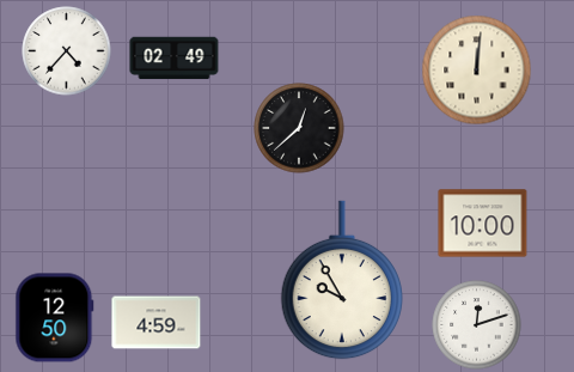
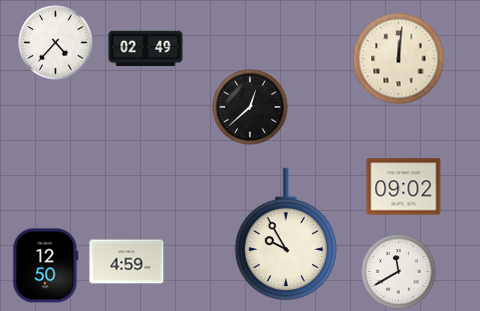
clock at (483, 224): 10:00 -> 09:02
clock at (157, 323) position: (157, 323) -> (127, 262)
clock at (477, 325): 12:12 -> 11:40
